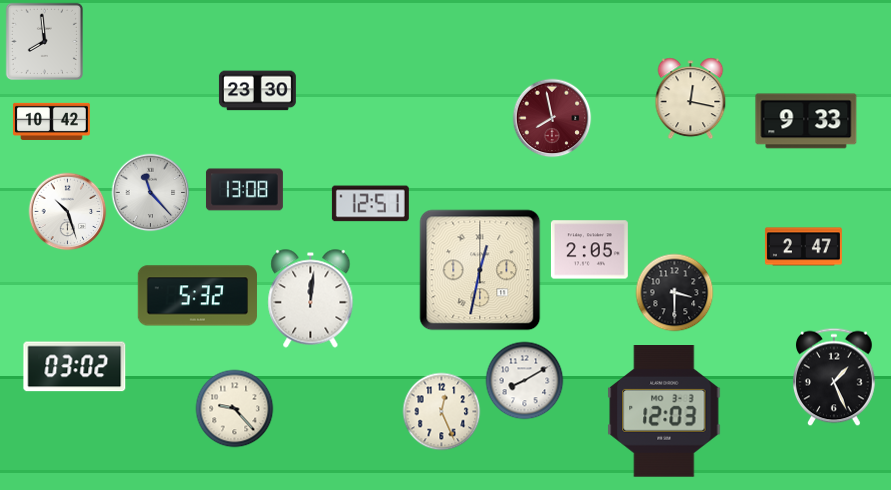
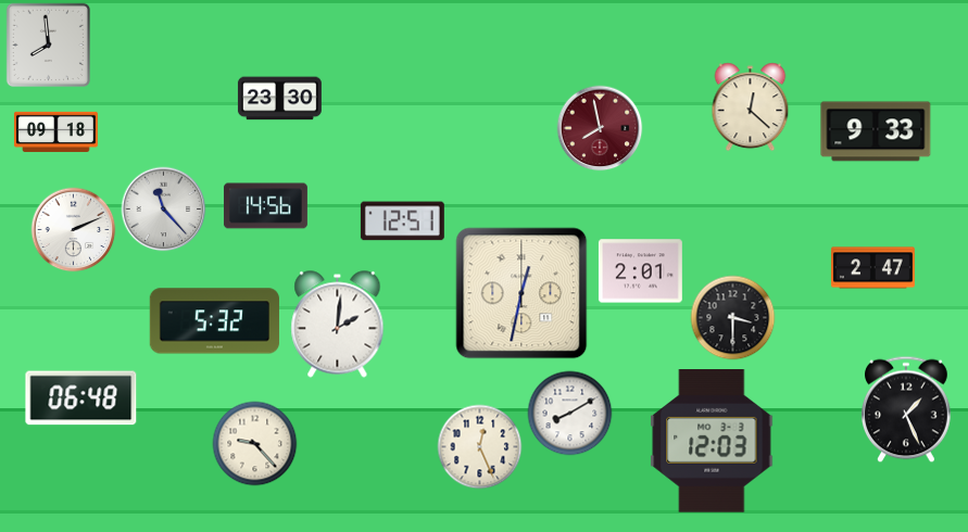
clock at (691, 98): 12:17 -> 12:22
clock at (51, 121): 10:42 -> 09:18
clock at (244, 190): 13:08 -> 14:56
clock at (67, 211): 10:27 -> 2:11
clock at (589, 250): 2:05 -> 2:01
clock at (311, 299): 12:01 -> 2:01
clock at (75, 367): 03:02 -> 06:48
clock at (664, 412) position: (664, 412) -> (712, 442)
